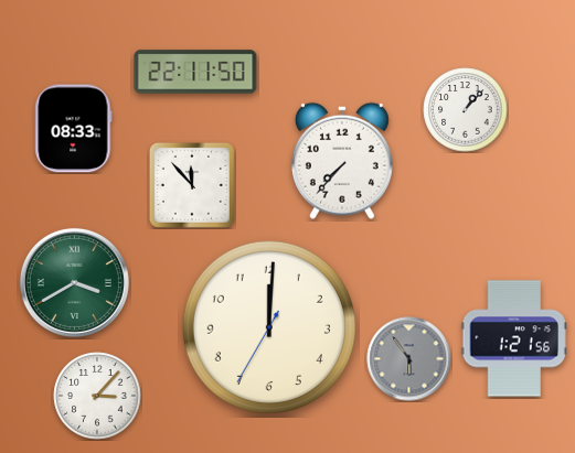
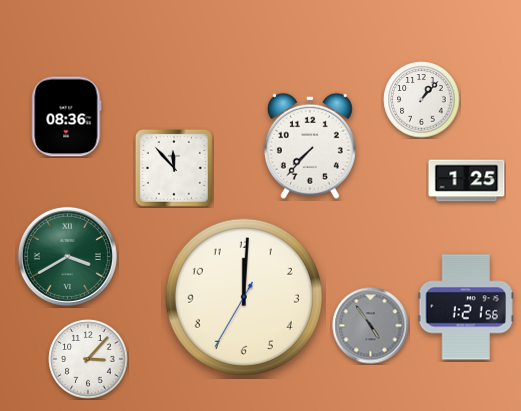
clock at (195, 72): 22:11 -> none
clock at (74, 129): 08:33 -> 08:36
clock at (467, 181): none -> 1:25
clock at (409, 359): 5:54 -> 4:54
